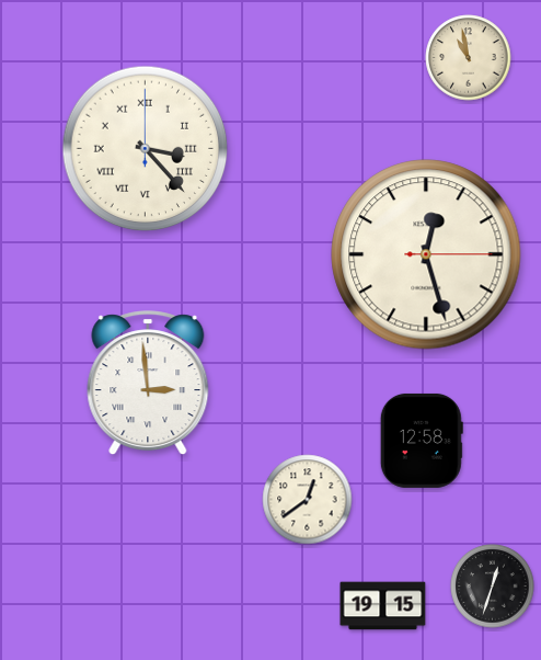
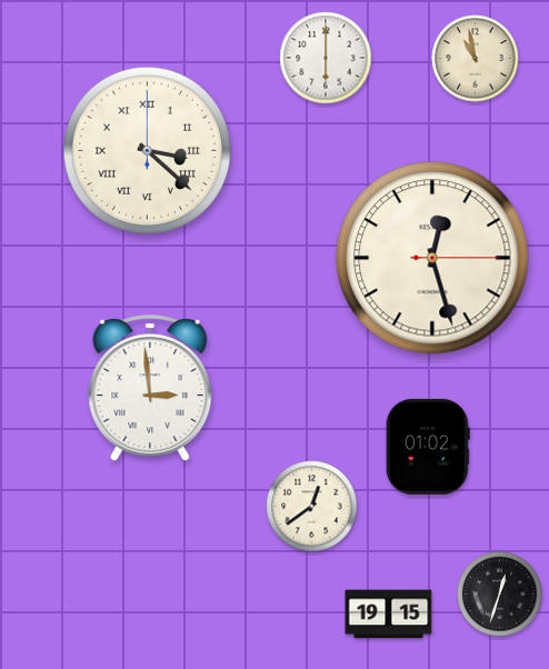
clock at (326, 58): none -> 6:00
clock at (146, 149): 3:23 -> 3:22
clock at (422, 441): 12:58 -> 01:02
